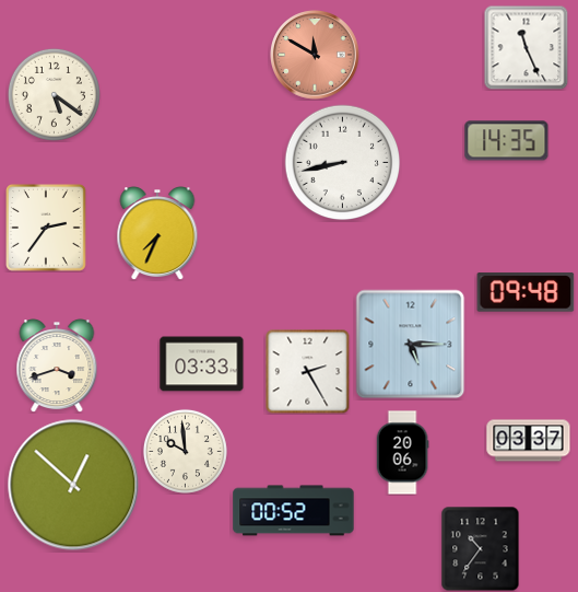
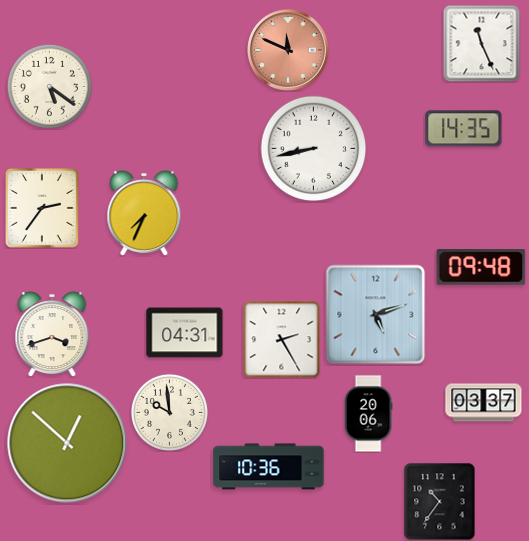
clock at (316, 56): 11:50 -> 11:49
clock at (411, 345): 5:15 -> 5:12
clock at (202, 364): 03:33 -> 04:31
clock at (294, 511): 00:52 -> 10:36
